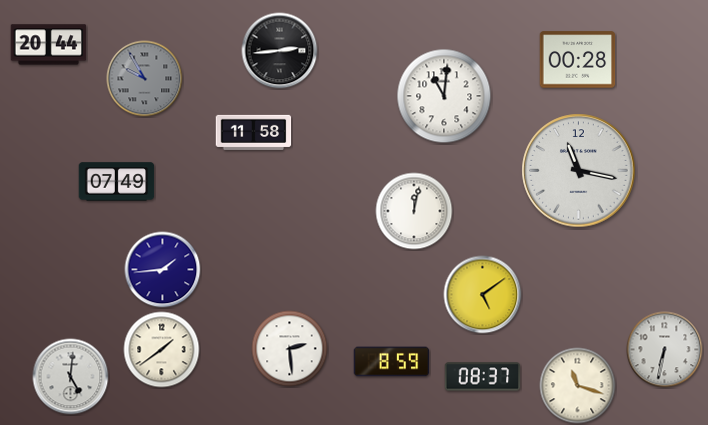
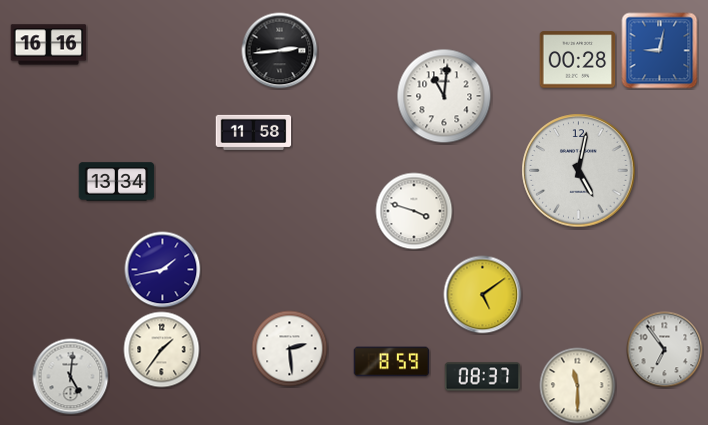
clock at (49, 45): 20:44 -> 16:16
clock at (660, 51): none -> 9:02
clock at (145, 79): 9:55 -> none
clock at (579, 171): 11:17 -> 5:02
clock at (117, 182): 07:49 -> 13:34
clock at (414, 211): 12:02 -> 3:48
clock at (163, 270): 1:44 -> 1:43
clock at (162, 350): 1:39 -> 1:36
clock at (665, 350): 6:32 -> 6:54
clock at (578, 386): 11:18 -> 11:30
